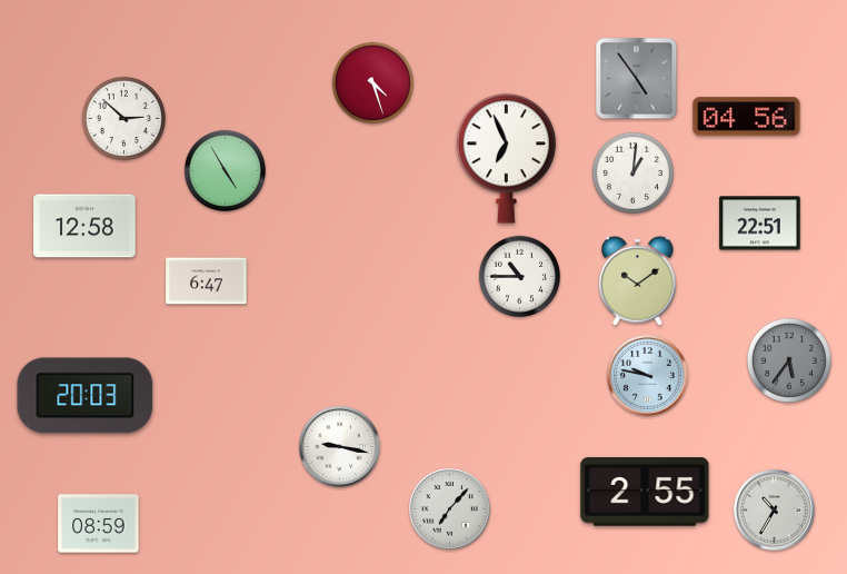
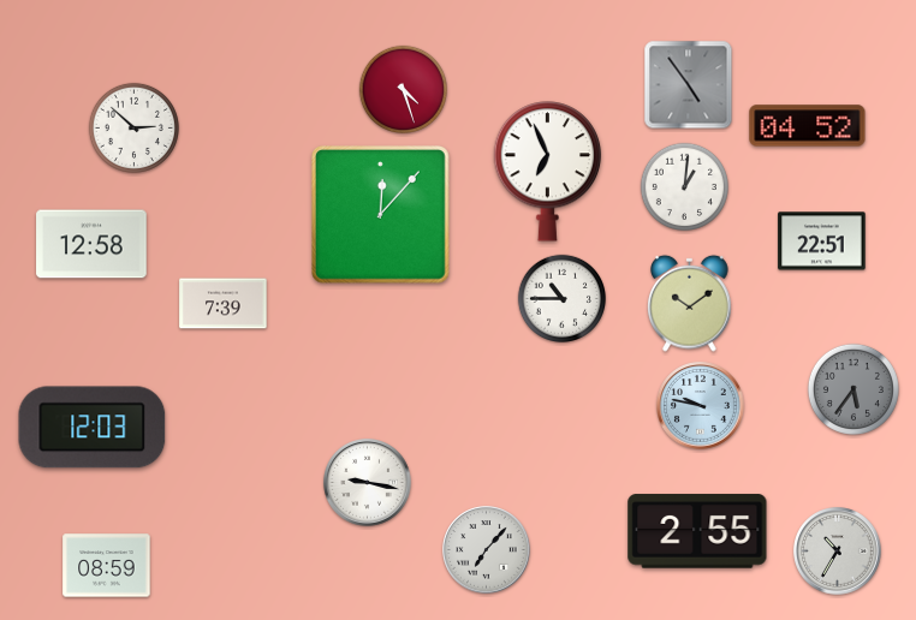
clock at (747, 117): 04:56 -> 04:52
clock at (225, 170): 4:55 -> none
clock at (381, 215): none -> 12:07
clock at (207, 281): 6:47 -> 7:39
clock at (86, 396): 20:03 -> 12:03
